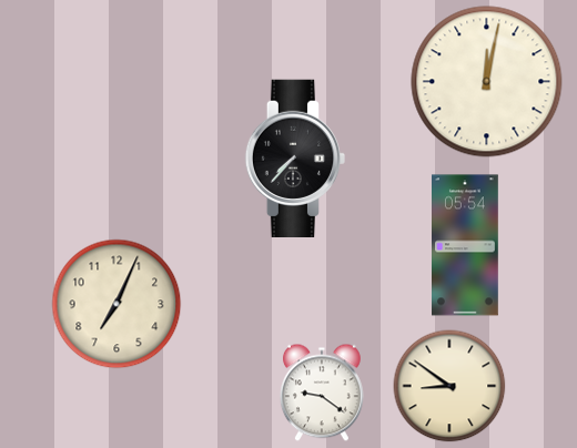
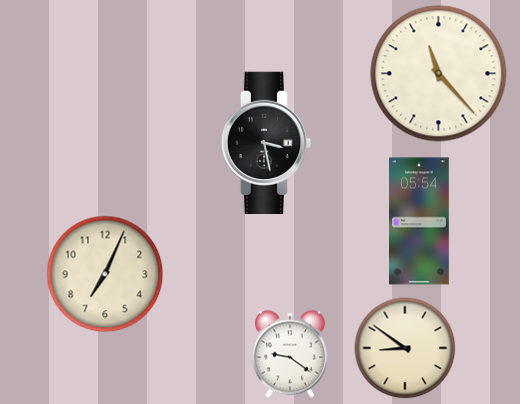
clock at (487, 82): 12:02 -> 11:23
clock at (294, 157): 7:37 -> 3:28
